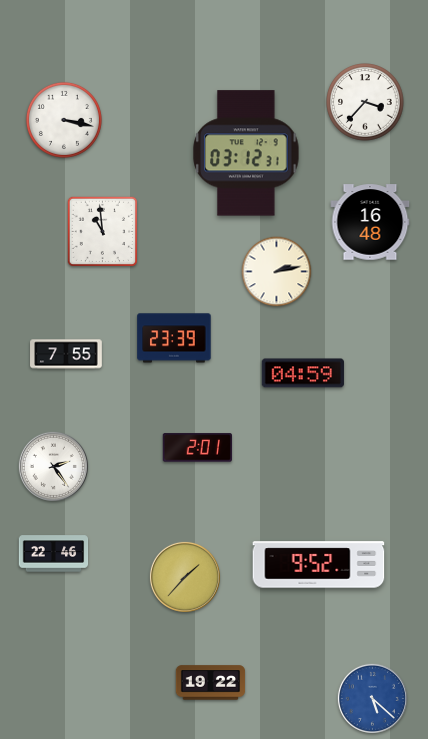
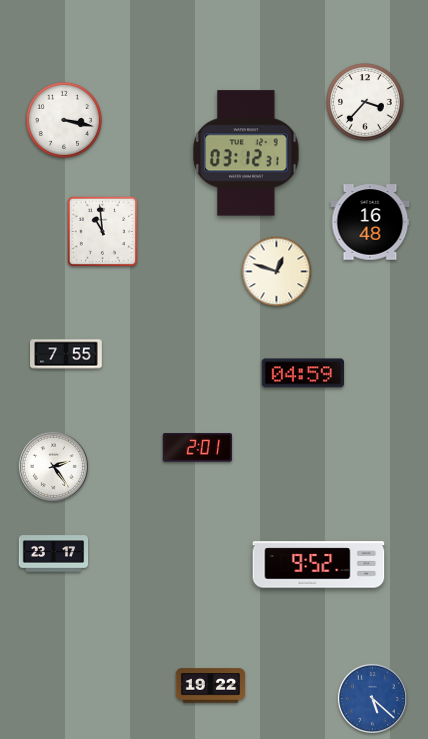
clock at (277, 272): 2:13 -> 12:48
clock at (174, 338): 23:39 -> none
clock at (54, 554): 22:46 -> 23:17
clock at (185, 577): 1:37 -> none
clock at (211, 683) position: (211, 683) -> (211, 686)
